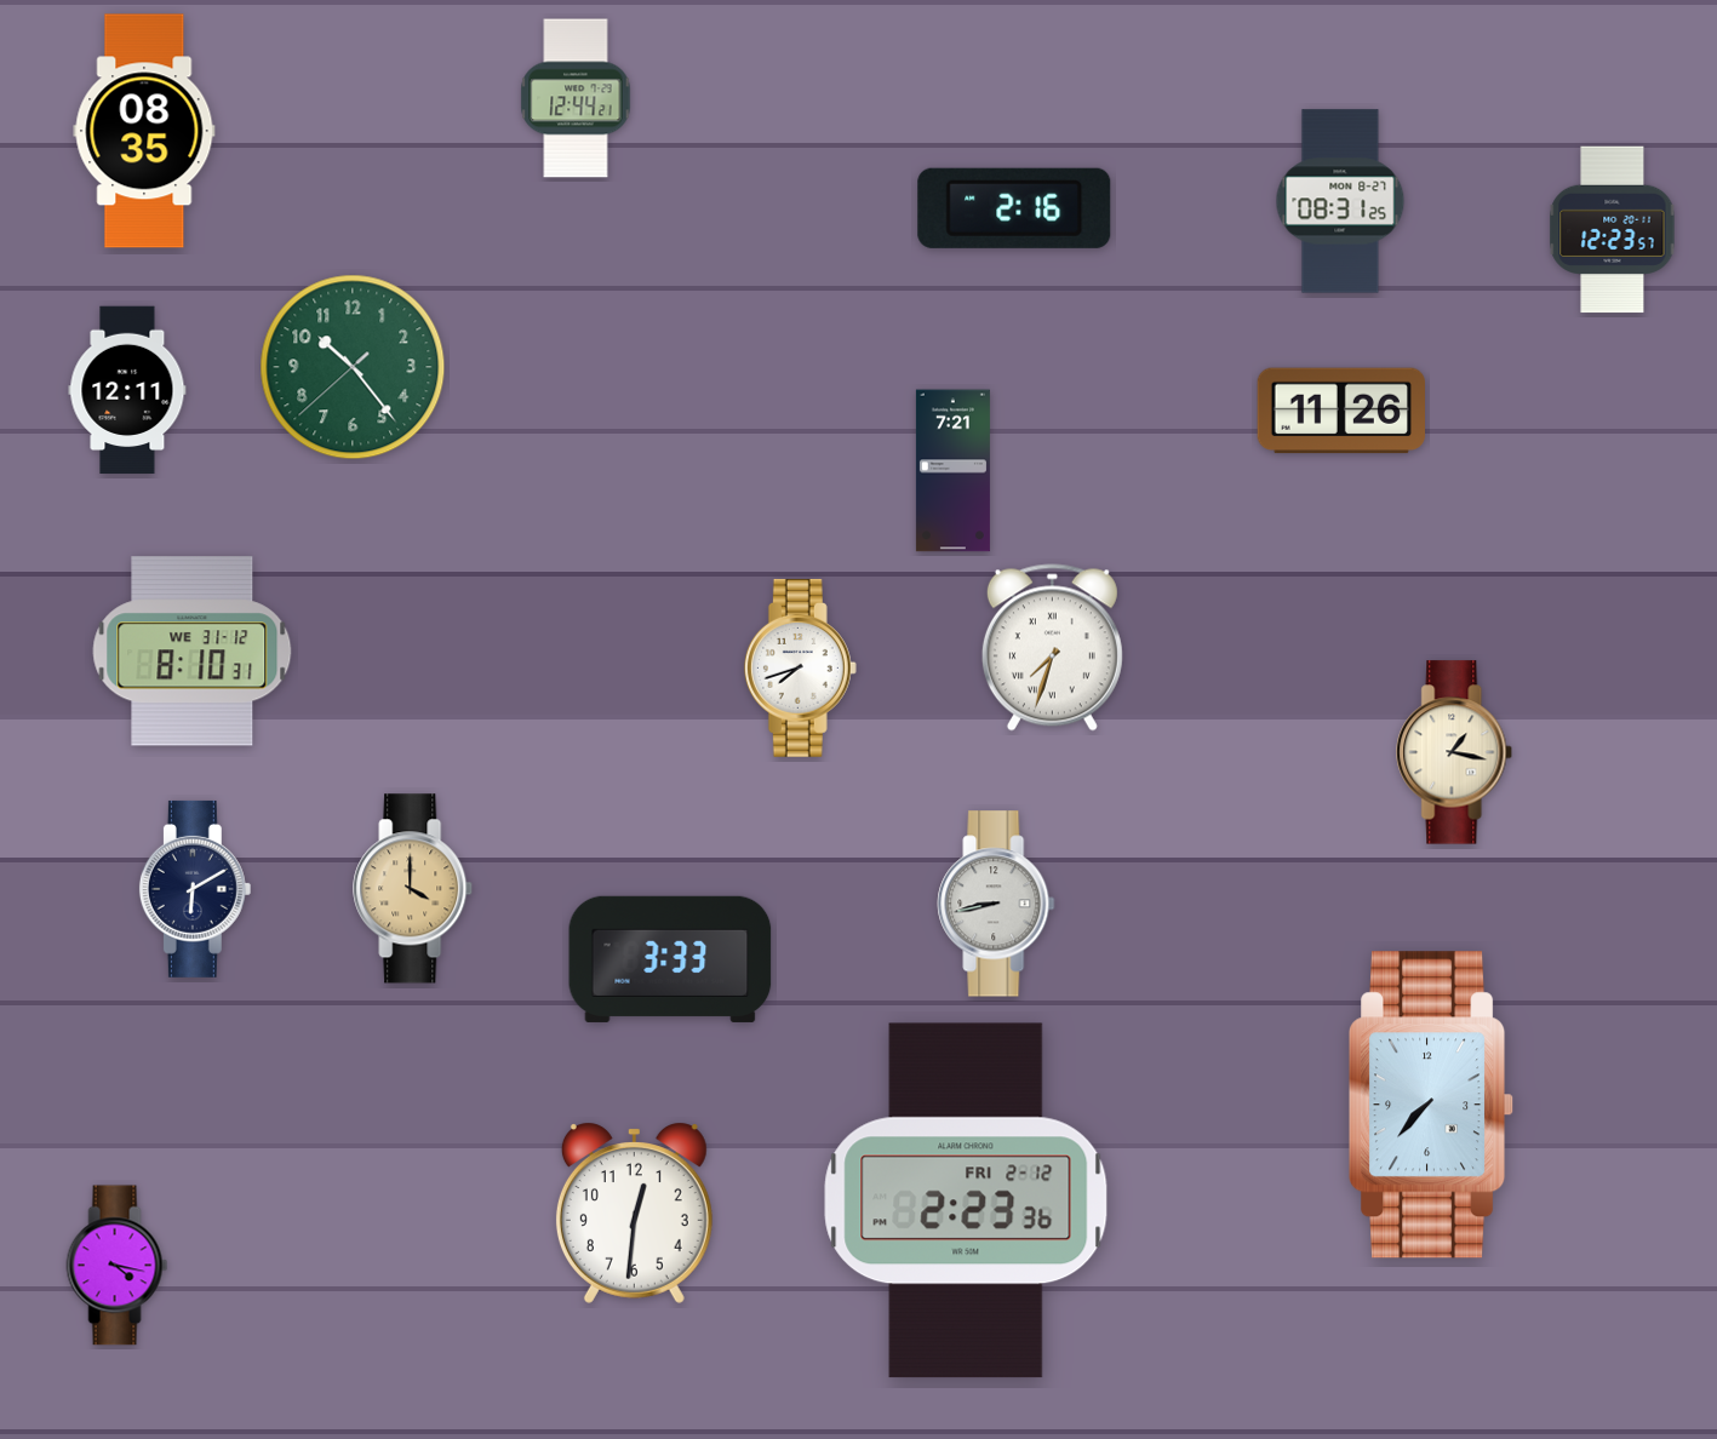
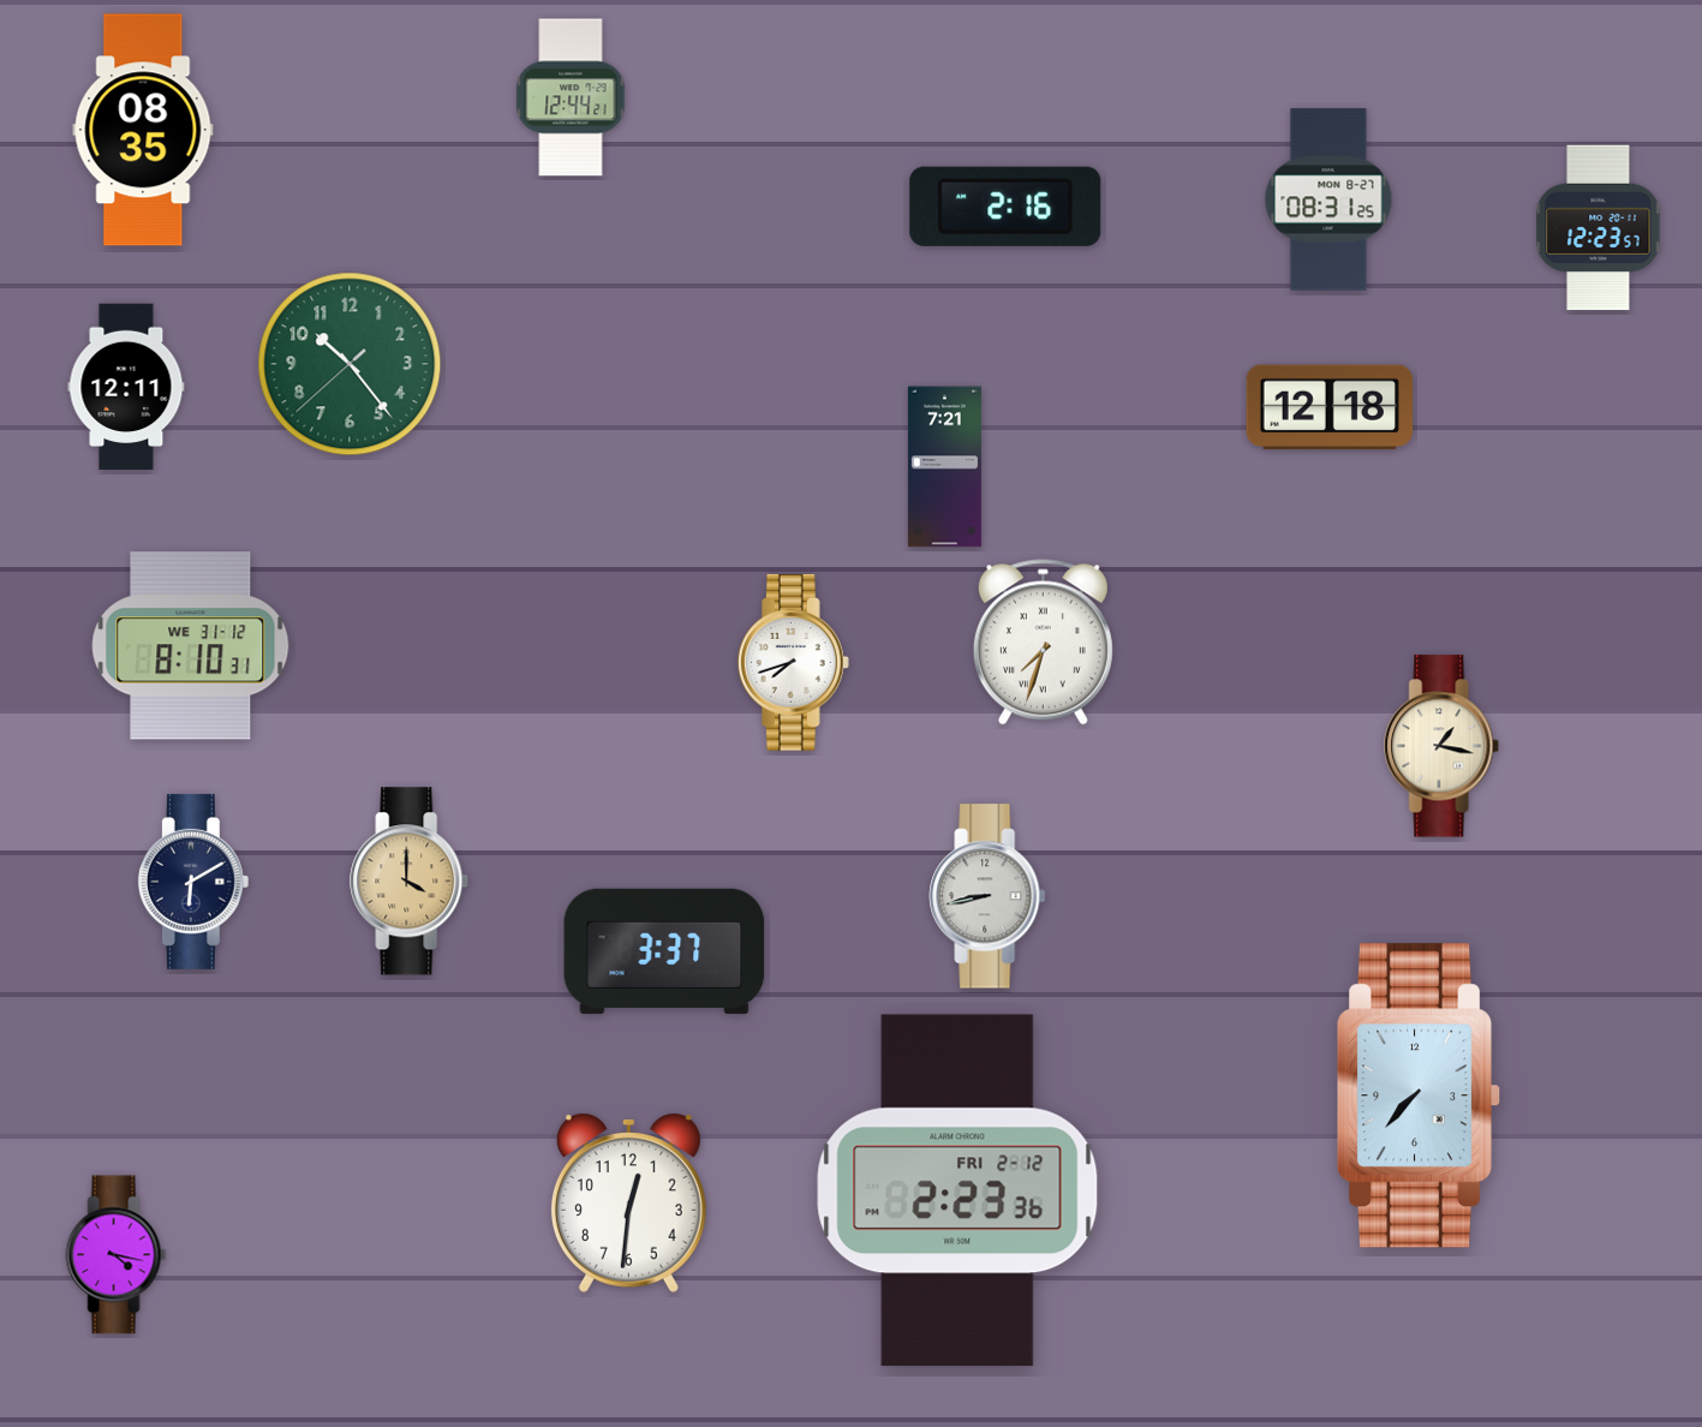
clock at (1340, 411): 11:26 -> 12:18
clock at (670, 959): 3:33 -> 3:37
